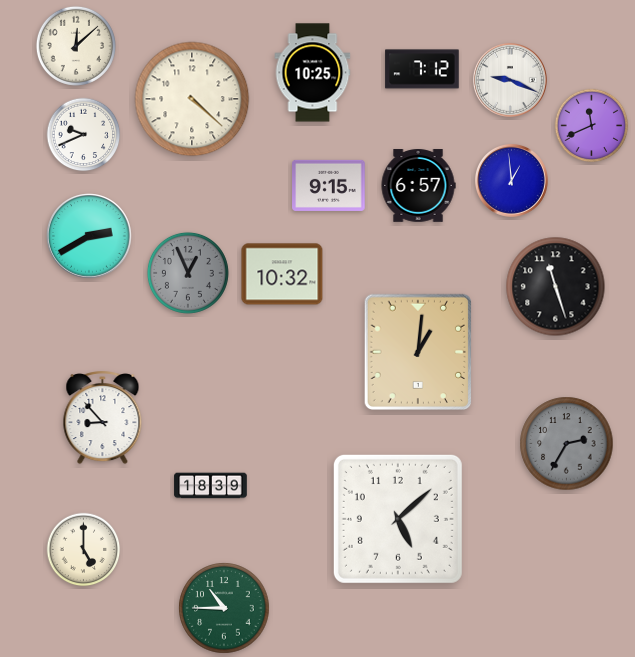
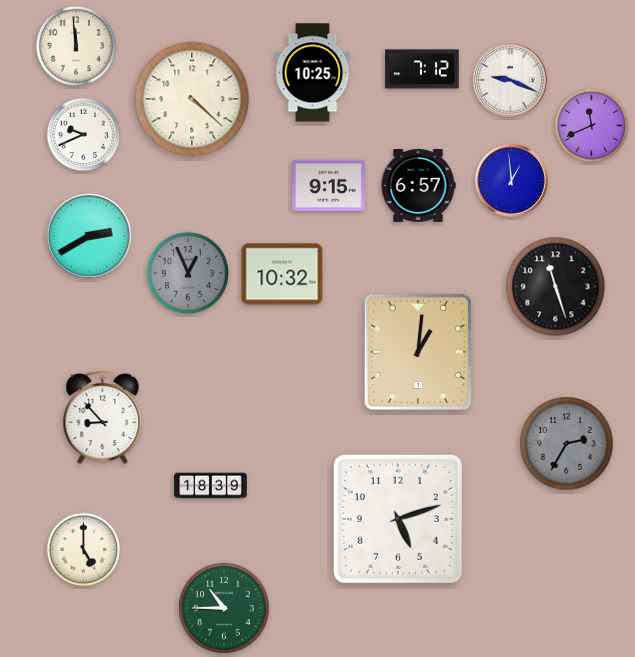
clock at (76, 46): 12:08 -> 11:59
clock at (398, 519): 5:08 -> 5:12
